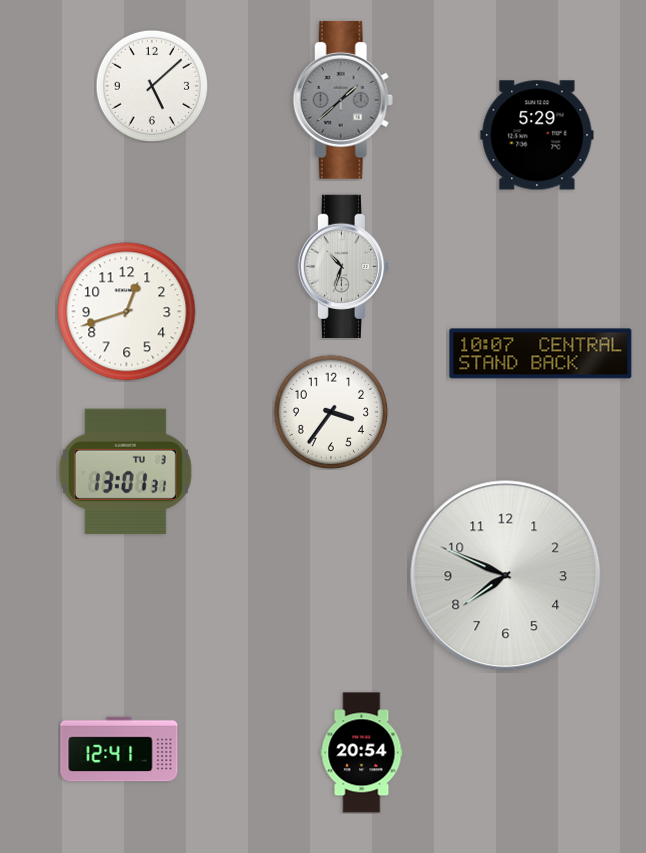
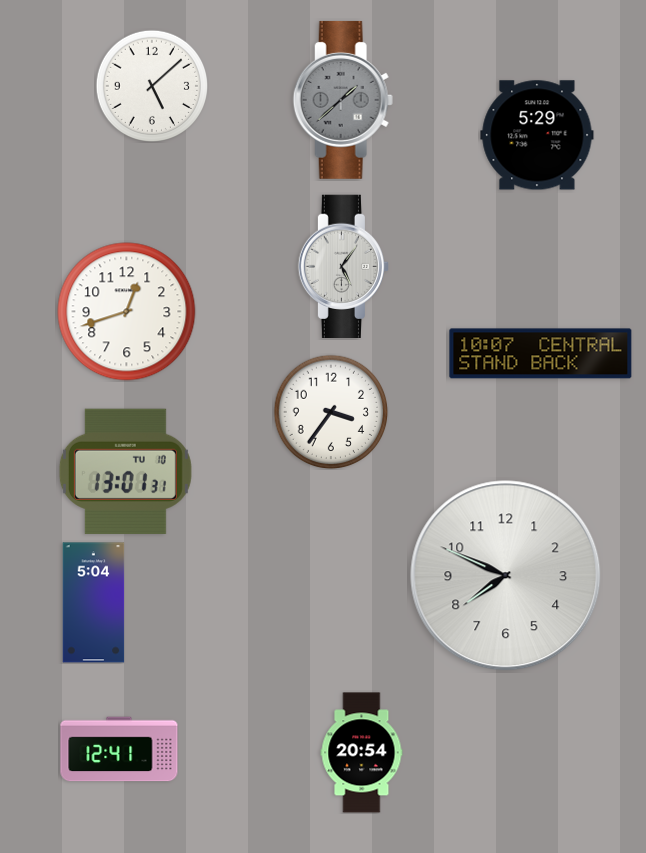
clock at (343, 266): 10:33 -> 5:06
clock at (125, 471) date: TU 3 -> TU 10
clock at (94, 603): none -> 5:04
